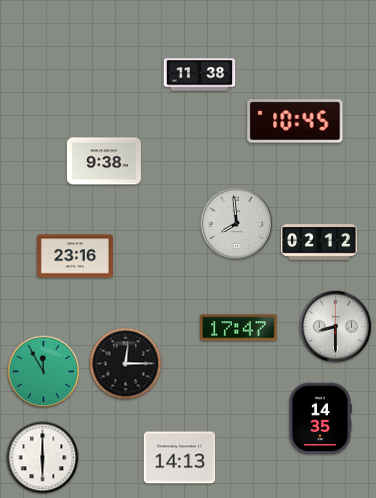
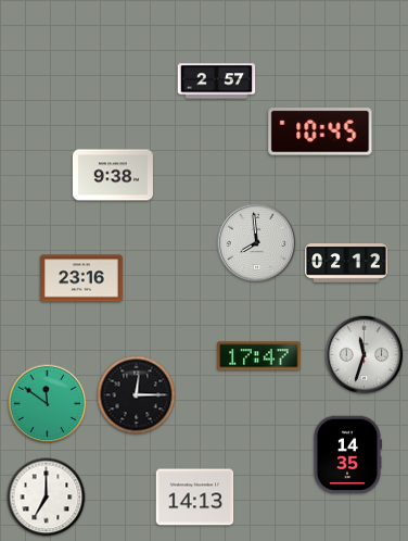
clock at (200, 75): 11:38 -> 2:57
clock at (336, 327): 8:30 -> 11:33
clock at (44, 372): 11:55 -> 11:51
clock at (43, 458): 6:00 -> 7:00
